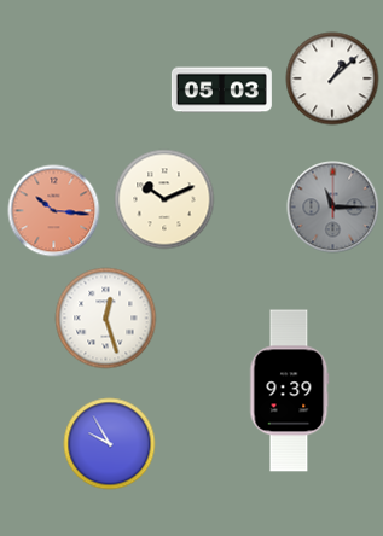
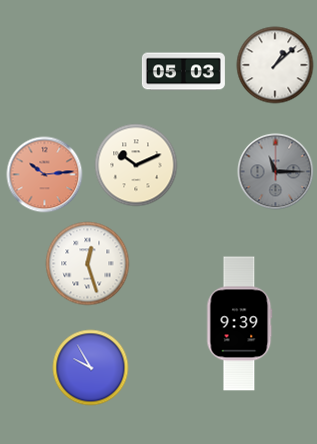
clock at (221, 91) position: (221, 91) -> (183, 72)
clock at (54, 211): 10:16 -> 10:14
